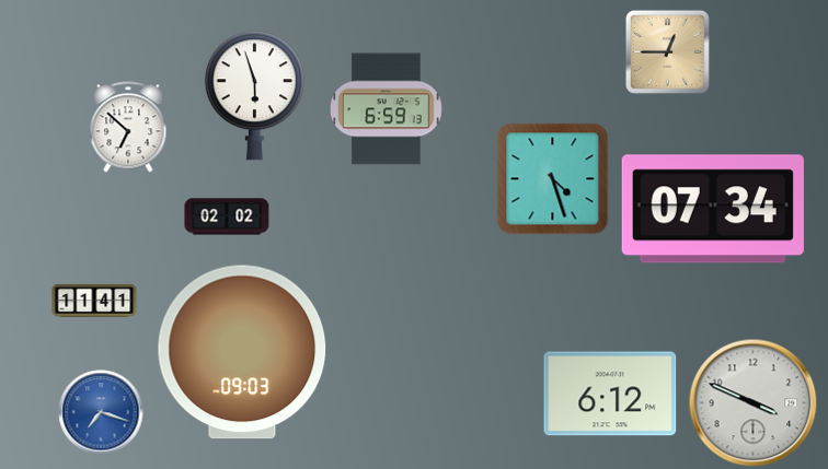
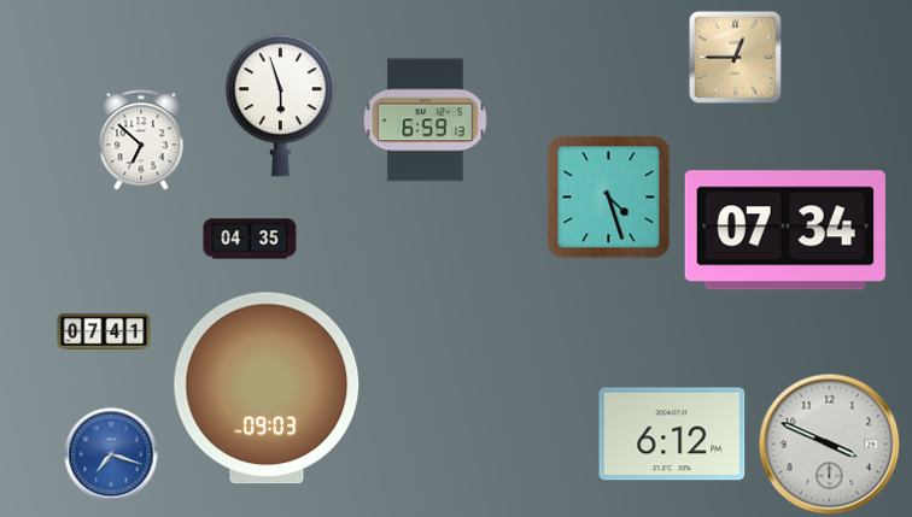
clock at (227, 216): 02:02 -> 04:35
clock at (94, 301): 11:41 -> 07:41
